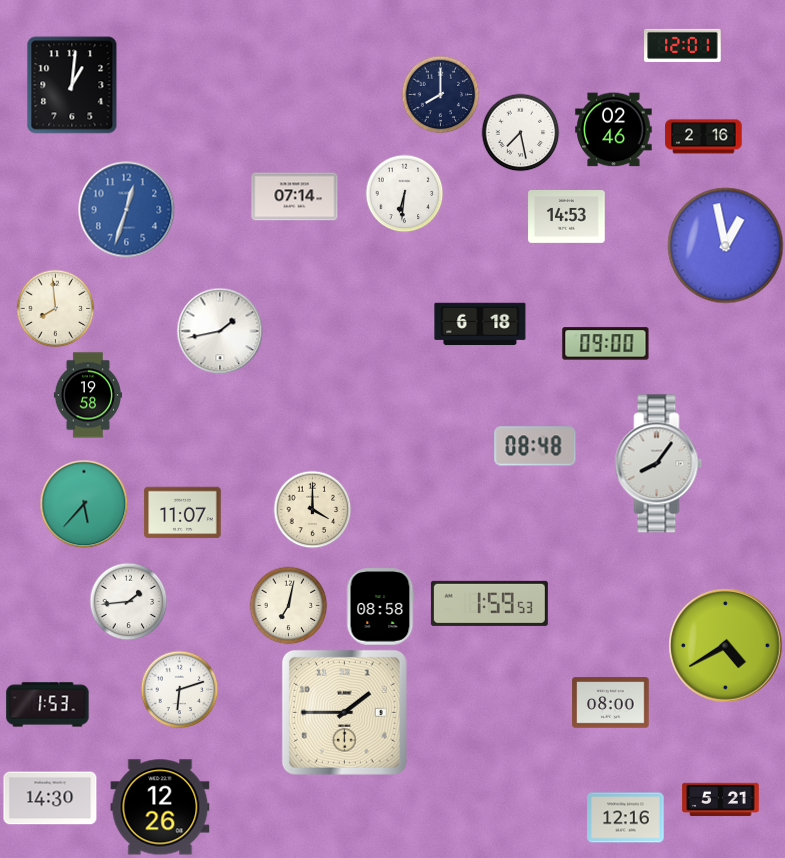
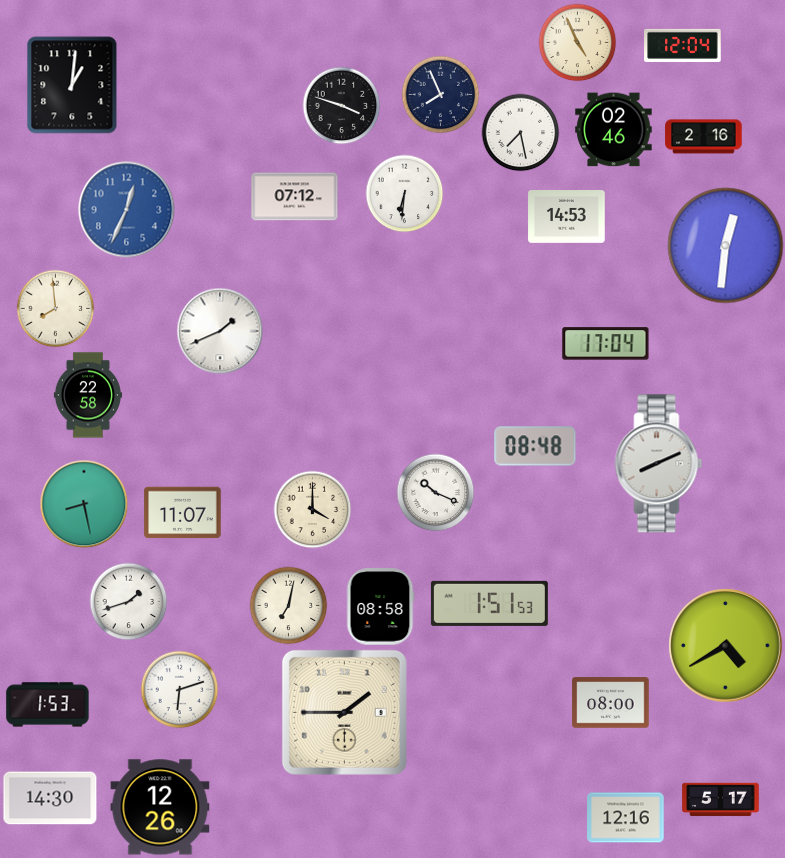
clock at (577, 42): none -> 4:56
clock at (683, 45): 12:01 -> 12:04
clock at (440, 94): 8:00 -> 7:56
clock at (341, 105): none -> 3:48
clock at (295, 197): 07:14 -> 07:12
clock at (127, 210): 12:33 -> 12:34
clock at (726, 246): 12:58 -> 12:31
clock at (480, 324): 6:18 -> none
clock at (220, 331): 1:43 -> 1:41
clock at (606, 344): 09:00 -> 17:04
clock at (88, 395): 19:58 -> 22:58
clock at (659, 464): 8:06 -> 8:11
clock at (435, 492): none -> 10:19
clock at (84, 504): 5:37 -> 8:28
clock at (128, 601): 1:44 -> 1:42
clock at (489, 603): 1:59 -> 1:51
clock at (721, 800): 5:21 -> 5:17
